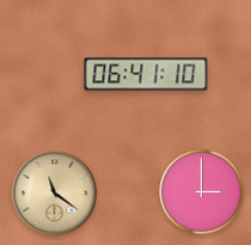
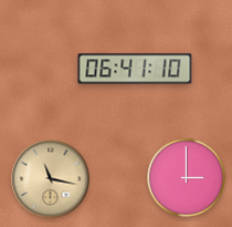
clock at (55, 194): 11:21 -> 11:17
